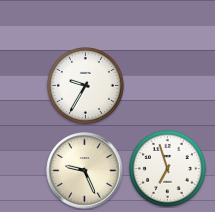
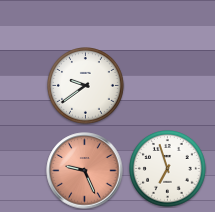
clock at (86, 86): 9:35 -> 9:39
clock at (85, 171) dial: cream -> salmon
